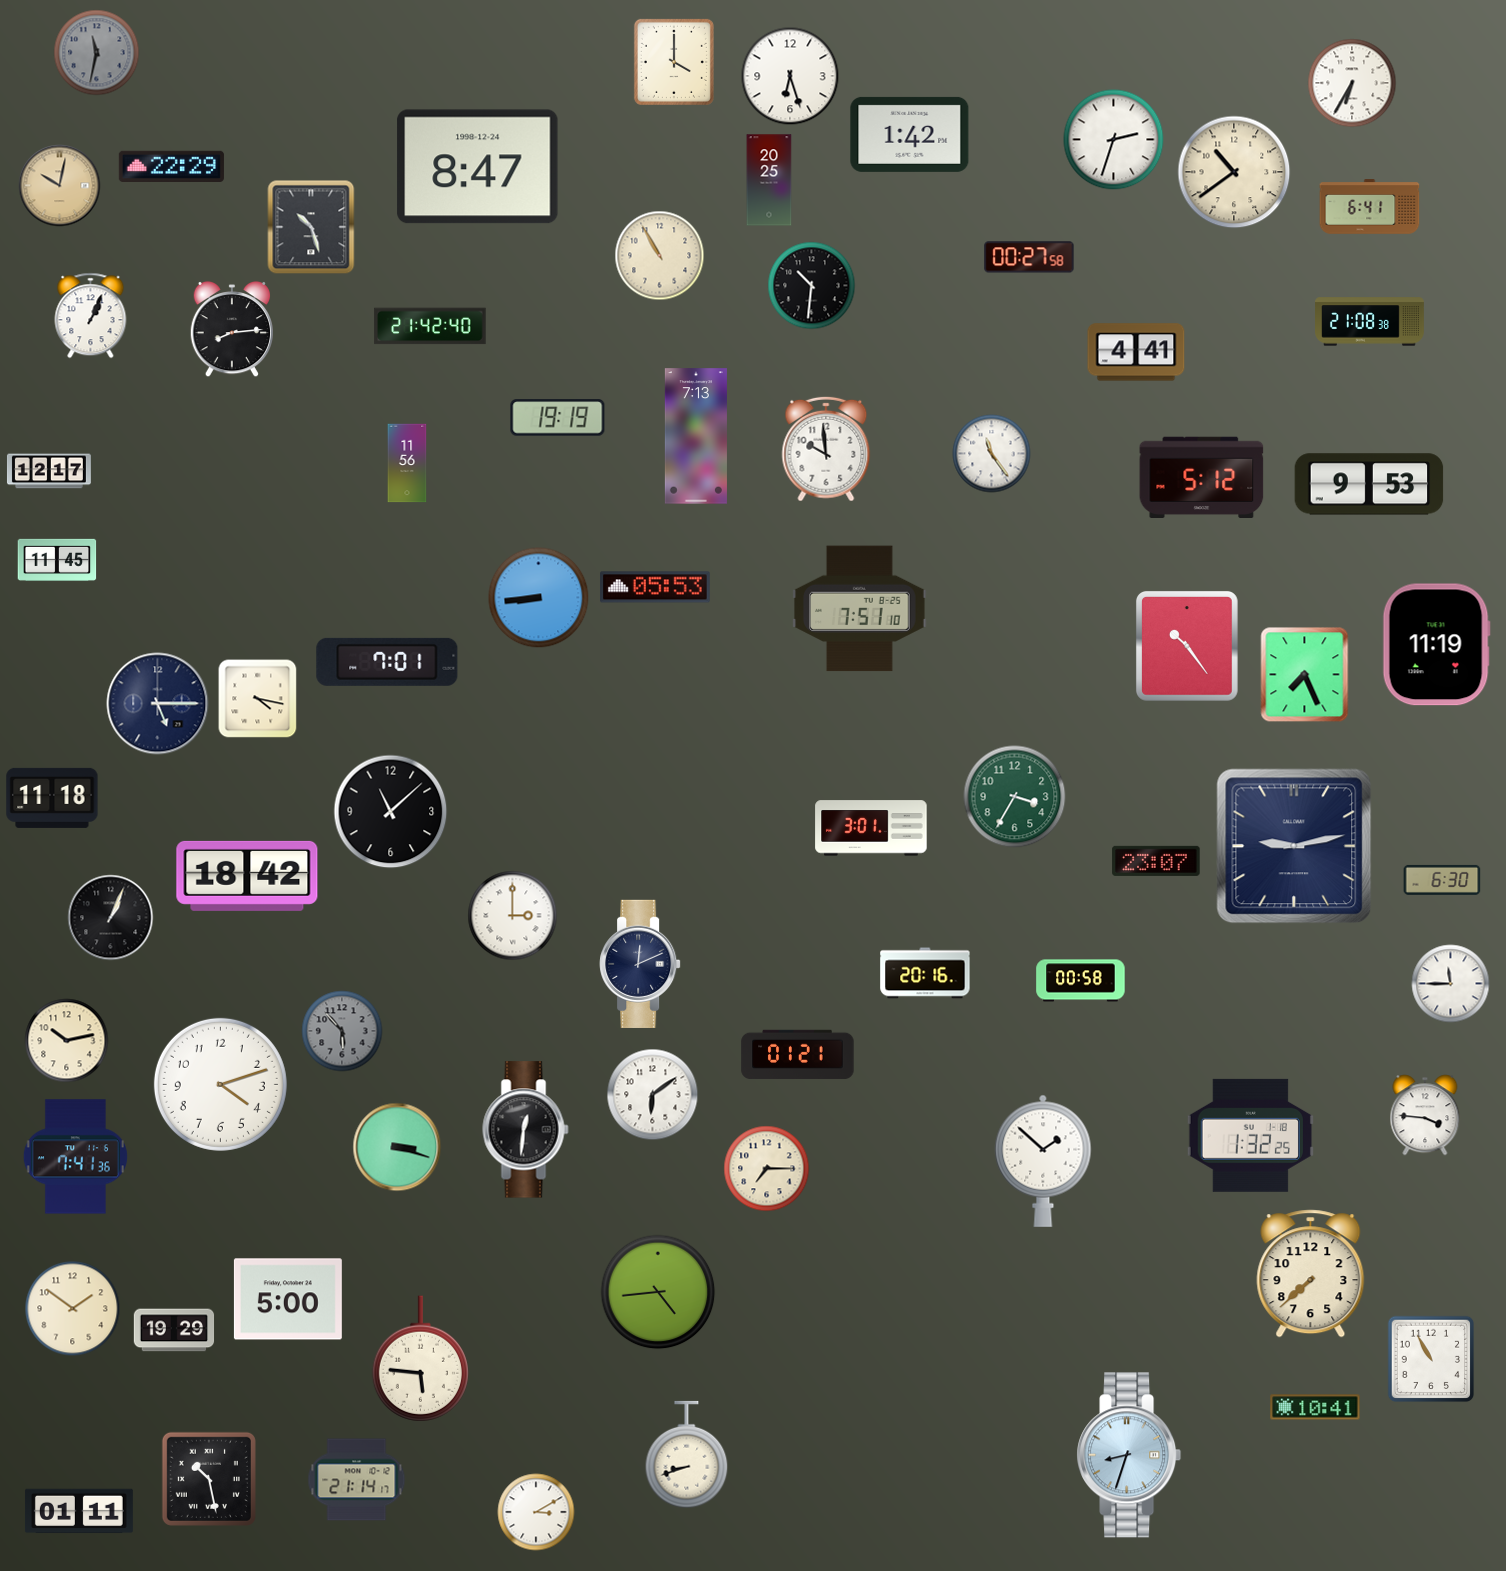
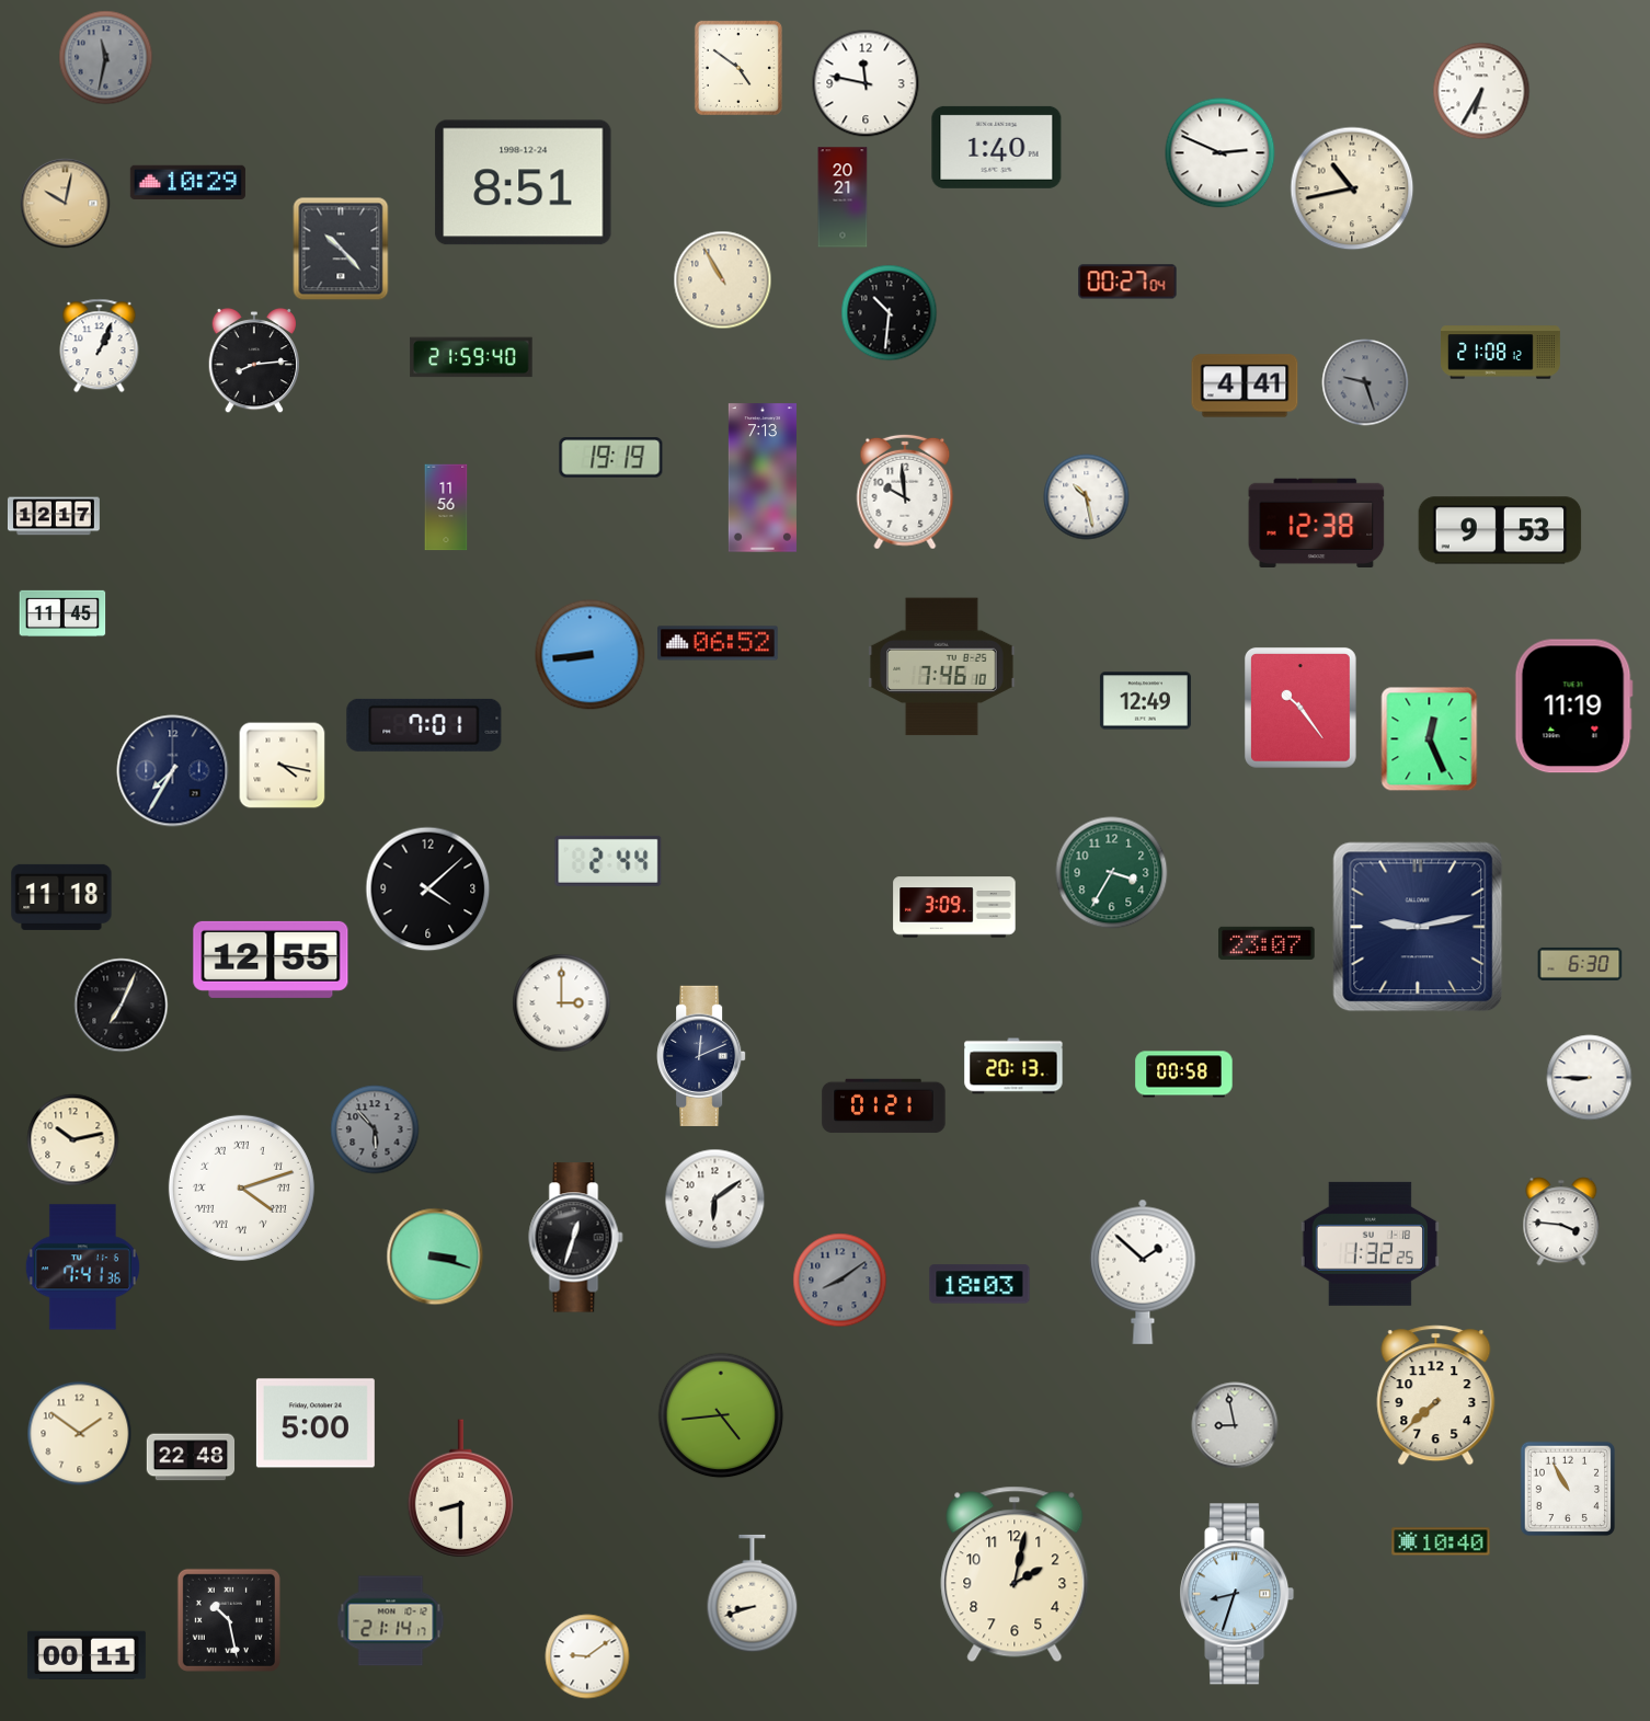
clock at (674, 62): 4:00 -> 4:51
clock at (790, 76): 6:27 -> 11:47
clock at (910, 134): 1:42 -> 1:40
clock at (1114, 140): 2:33 -> 2:49
clock at (171, 166): 22:29 -> 10:29
clock at (478, 167): 8:47 -> 8:51
clock at (1234, 172): 10:39 -> 10:43
clock at (769, 180): 20:25 -> 20:21
clock at (1370, 207): 6:41 -> none
clock at (311, 227): 10:27 -> 10:23
clock at (1029, 257): 00:27:58 -> 00:27:04
clock at (1370, 322): 21:08:38 -> 21:08:12
clock at (430, 326): 21:42 -> 21:59
clock at (1365, 382): none -> 9:27
clock at (992, 454): 11:24 -> 10:28
clock at (1202, 477): 5:12 -> 12:38
clock at (655, 587): 05:53 -> 06:52
clock at (860, 609): 7:51 -> 7:46
clock at (1145, 701): none -> 12:49
clock at (1305, 675): 7:26 -> 12:26
clock at (158, 704): 5:15 -> 7:35
clock at (608, 861): none -> 2:44
clock at (52, 798) position: (52, 798) -> (61, 897)
clock at (391, 812): 11:08 -> 4:08
clock at (871, 828): 3:01 -> 3:09
clock at (247, 876): 18:42 -> 12:55
clock at (111, 918): 1:04 -> 7:04
clock at (925, 973): 20:16 -> 20:13
clock at (1451, 984): 11:45 -> 8:45
clock at (798, 1055) position: (798, 1055) -> (884, 1106)
clock at (220, 1084) numerals: Arabic -> Roman
clock at (526, 1130): 12:31 -> 12:33
clock at (767, 1169): 7:15 -> 8:09
clock at (767, 1169) dial: cream -> grey
clock at (979, 1284): none -> 18:03
clock at (1235, 1425): none -> 8:58
clock at (174, 1330): 19:29 -> 22:48
clock at (420, 1359): 5:46 -> 8:30
clock at (1315, 1407): 10:41 -> 10:40
clock at (1015, 1574): none -> 2:02
clock at (79, 1511): 01:11 -> 00:11
clock at (536, 1512): 3:10 -> 9:09
